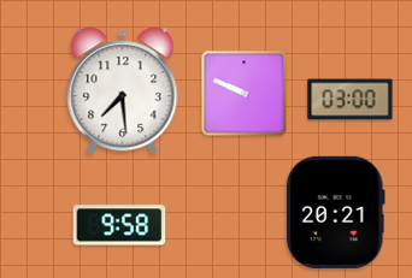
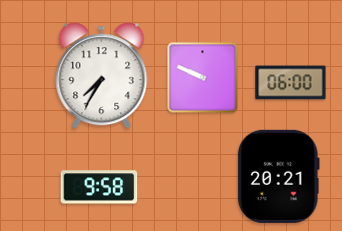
clock at (123, 91): 7:29 -> 7:35
clock at (351, 100): 03:00 -> 06:00
